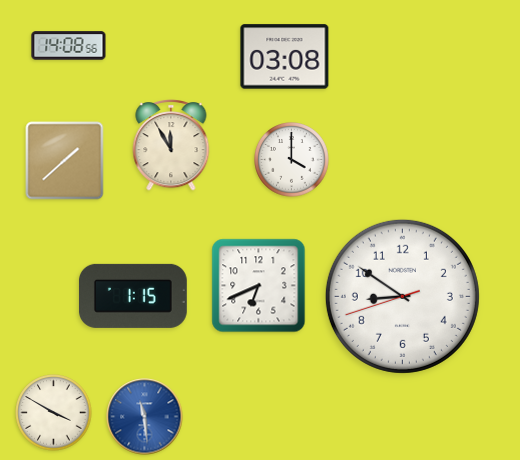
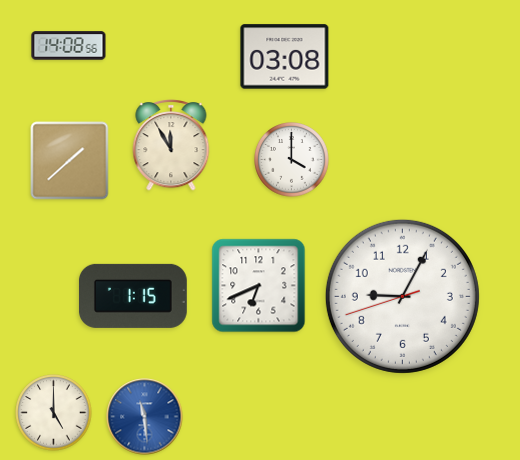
clock at (65, 161) position: (65, 161) -> (70, 161)
clock at (402, 296): 8:50 -> 9:04
clock at (54, 413): 3:50 -> 5:00
